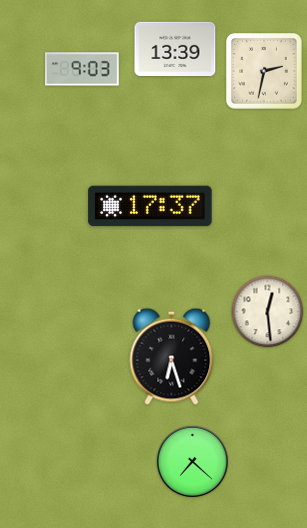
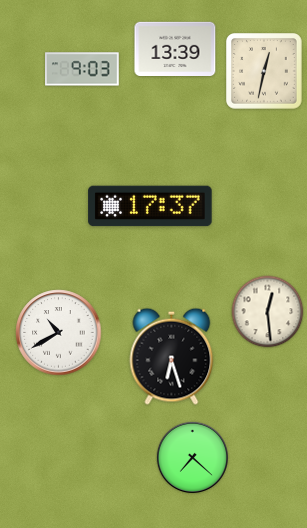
clock at (264, 71): 2:32 -> 12:32
clock at (59, 333): none -> 10:40
clock at (192, 461) position: (192, 461) -> (192, 457)
